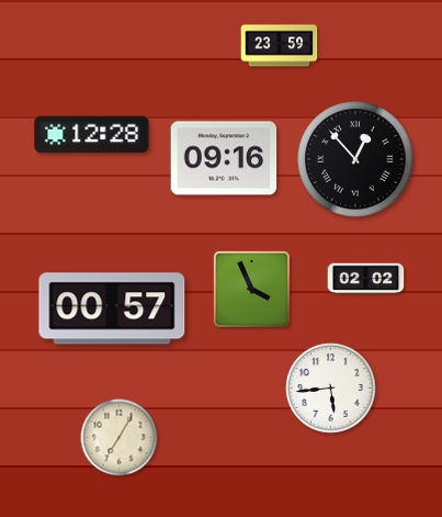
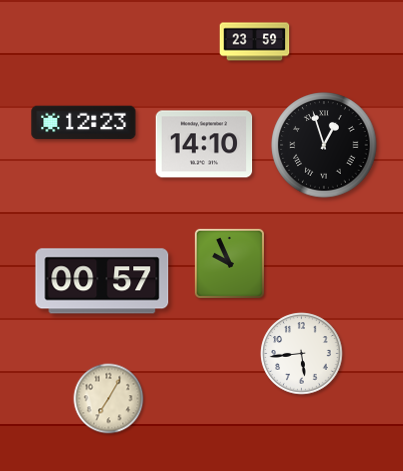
clock at (92, 135): 12:28 -> 12:23
clock at (224, 158): 09:16 -> 14:10
clock at (355, 159): 12:53 -> 12:57
clock at (366, 279): 02:02 -> none
clock at (251, 289): 3:56 -> 9:56
